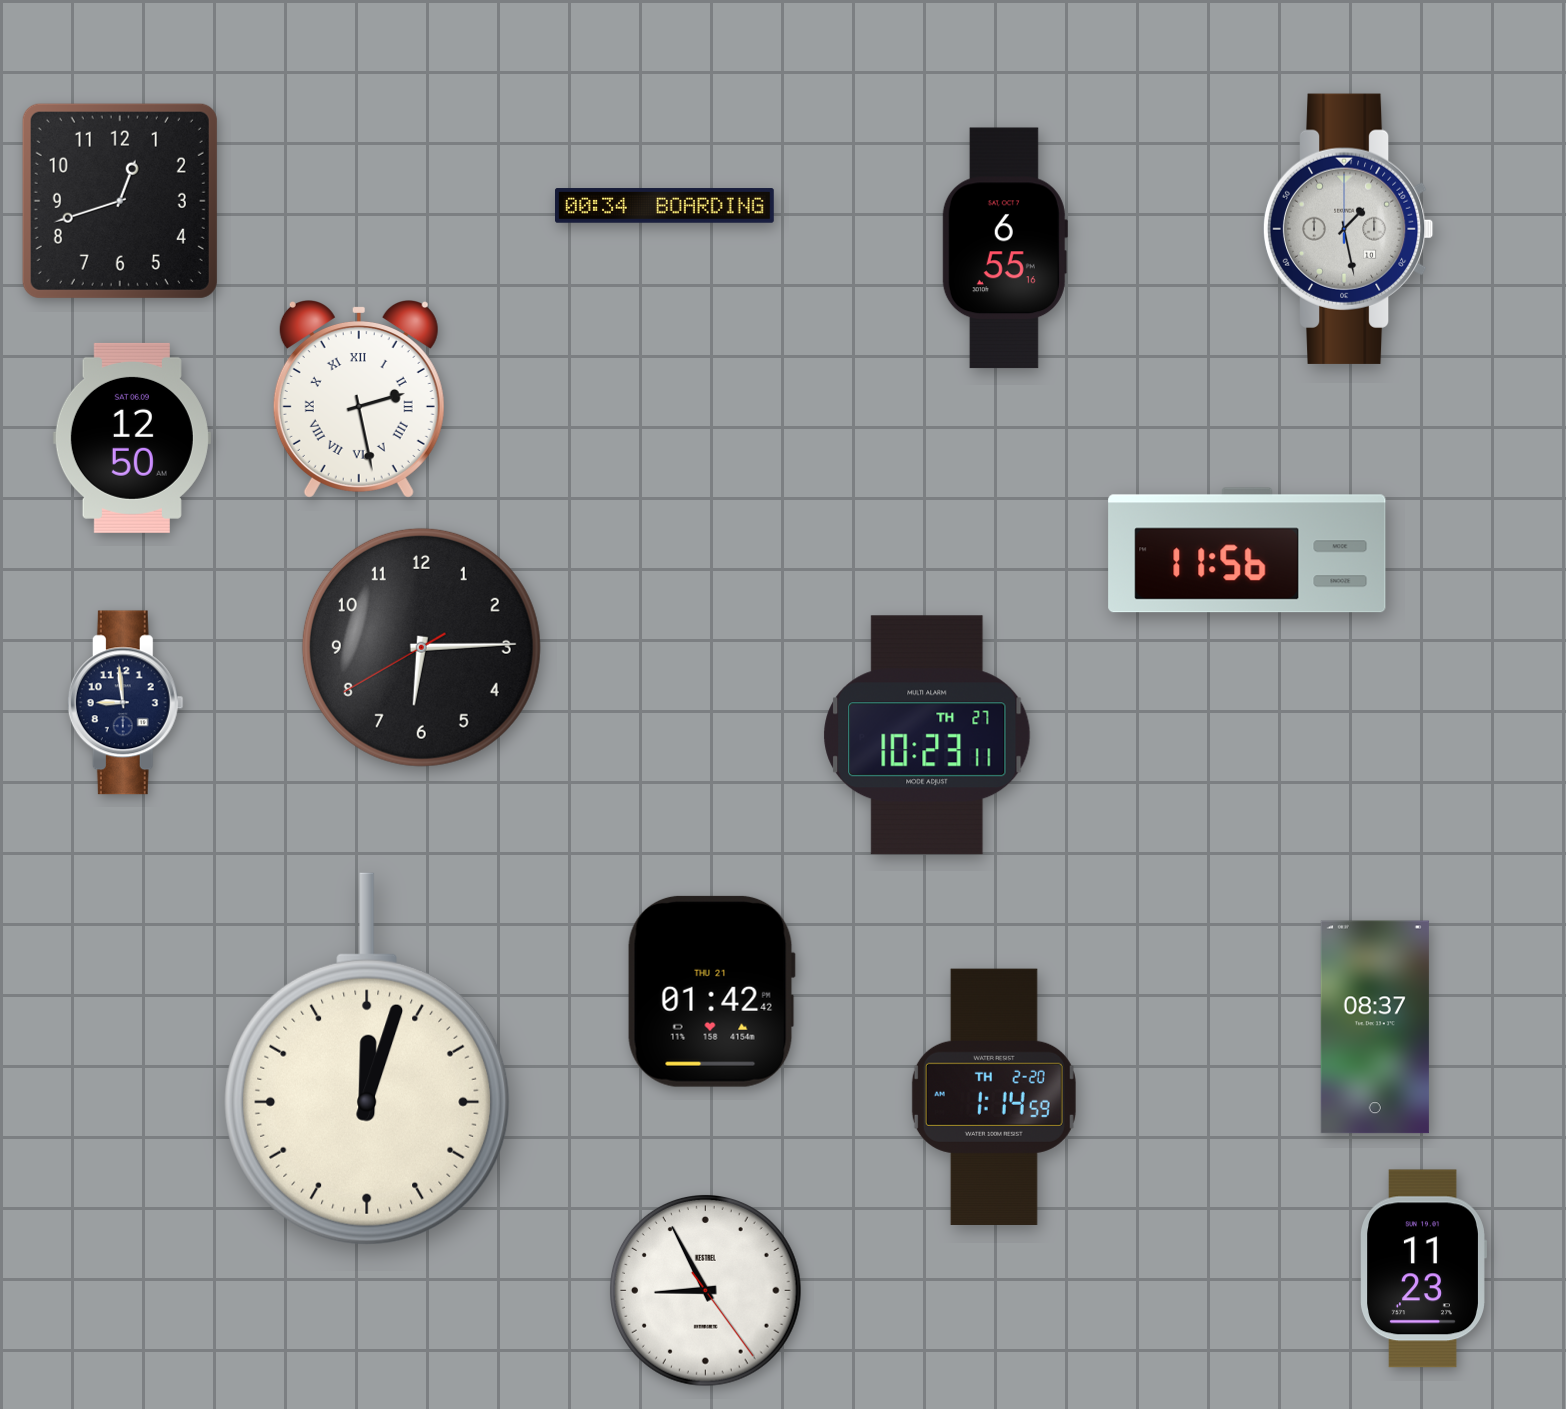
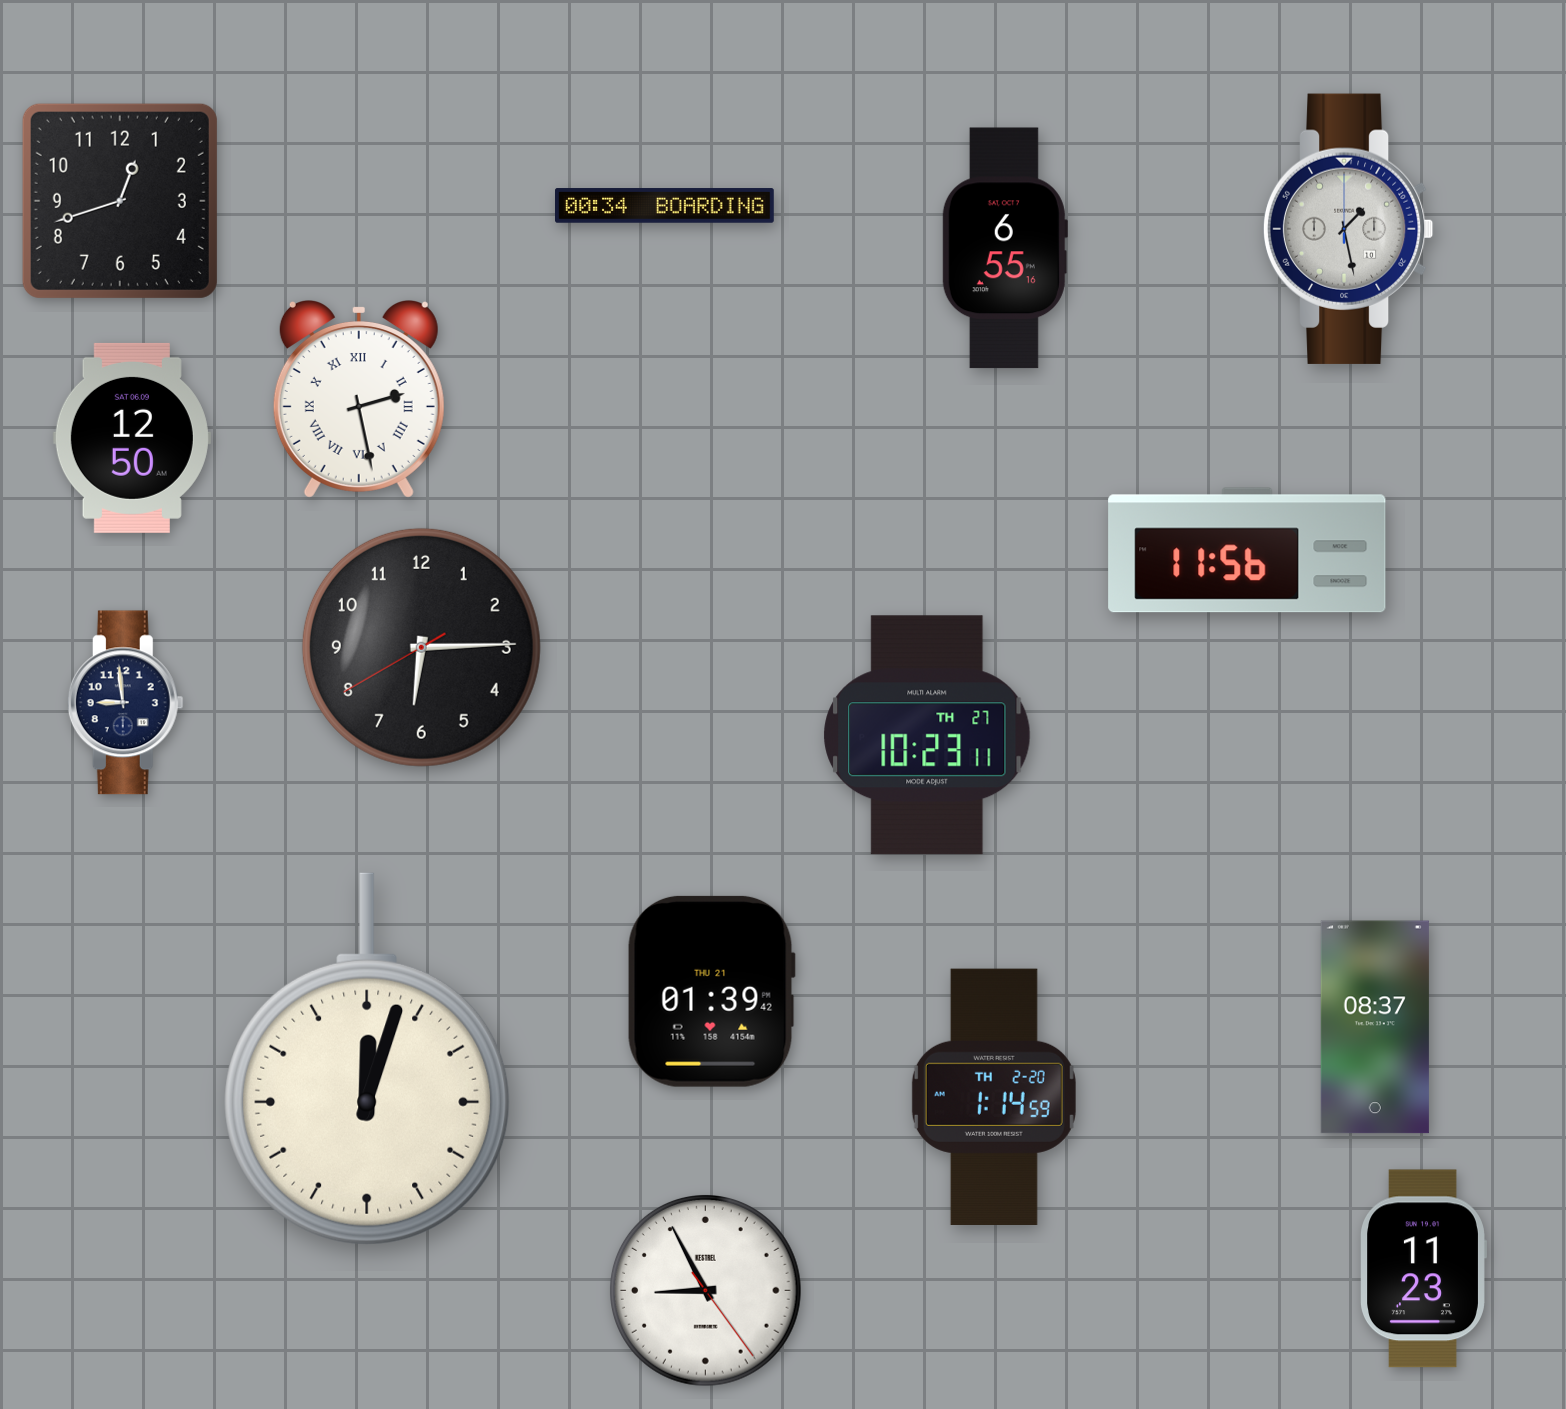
clock at (711, 991): 01:42 -> 01:39
